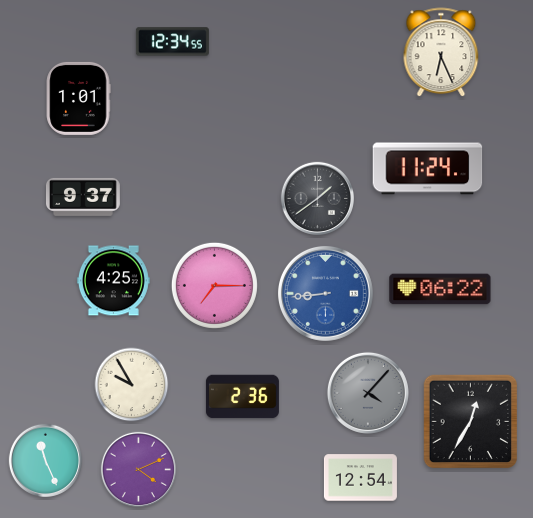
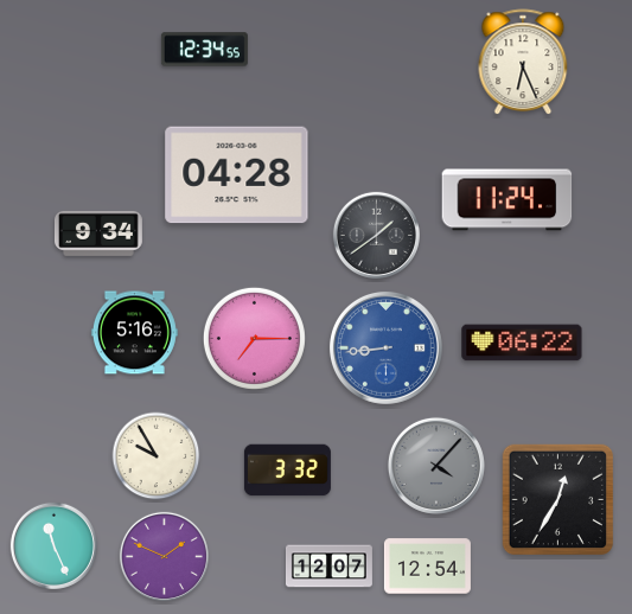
clock at (78, 98): 1:01 -> none
clock at (237, 175): none -> 04:28
clock at (83, 197): 9:37 -> 9:34
clock at (113, 281): 4:25 -> 5:16
clock at (242, 397): 2:36 -> 3:32
clock at (138, 469): 4:11 -> 1:49
clock at (328, 567): none -> 12:07
